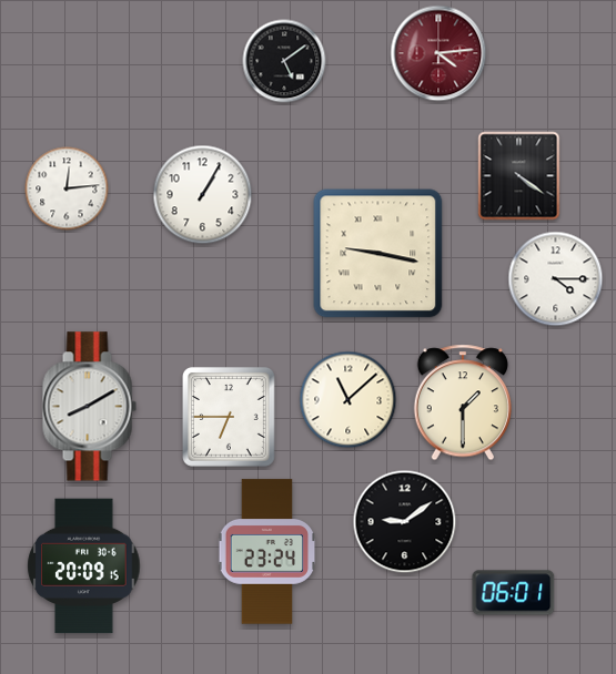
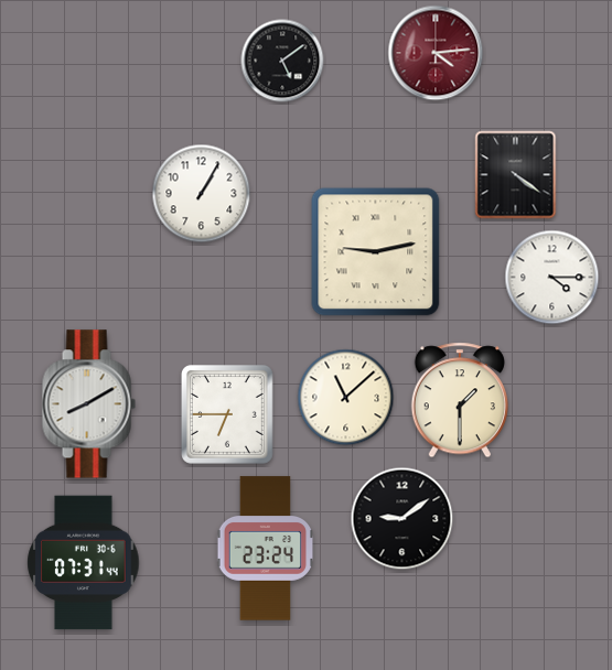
clock at (67, 188): 12:14 -> none
clock at (378, 254): 9:17 -> 9:13
clock at (84, 566): 20:09 -> 07:31
clock at (514, 593): 06:01 -> none
